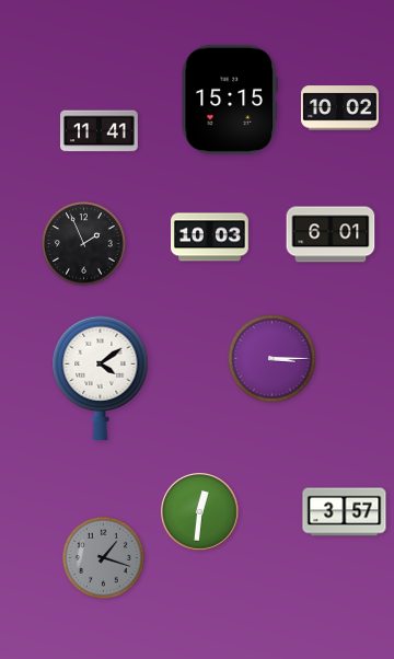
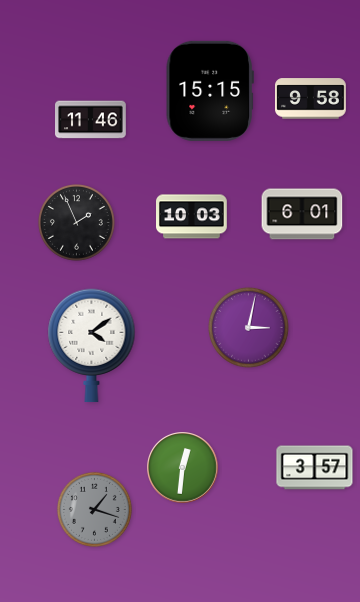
clock at (340, 108): 10:02 -> 9:58
clock at (100, 131): 11:41 -> 11:46
clock at (273, 359): 3:15 -> 3:02
